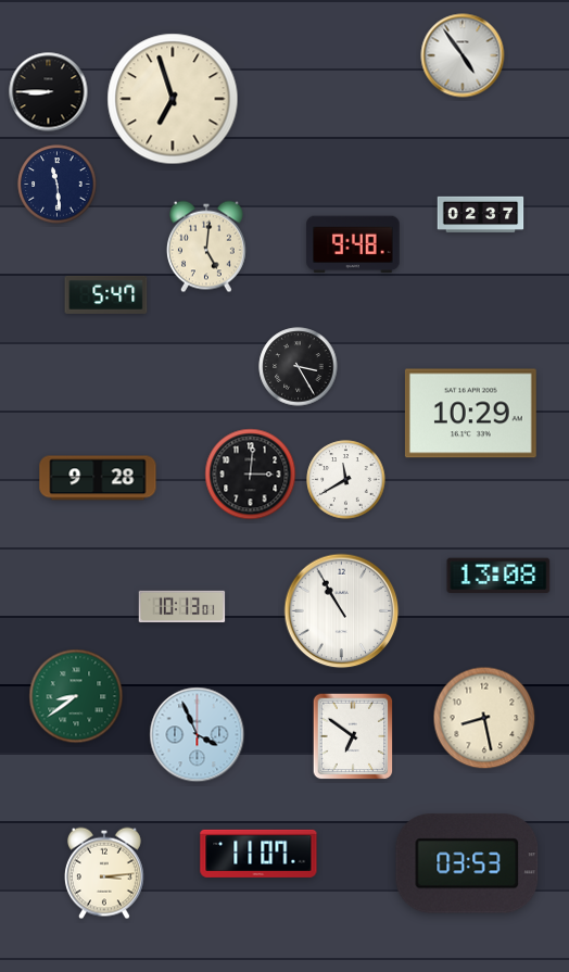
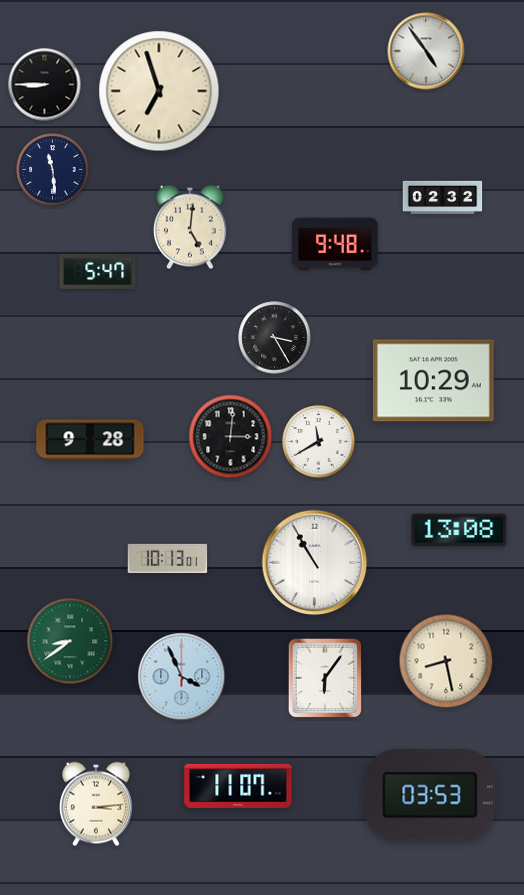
clock at (481, 215): 02:37 -> 02:32
clock at (353, 244) position: (353, 244) -> (335, 244)
clock at (353, 736): 6:51 -> 6:06
